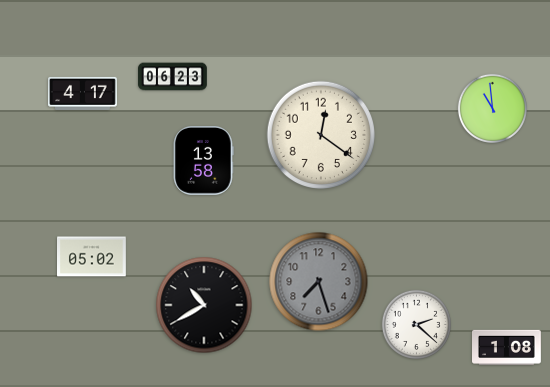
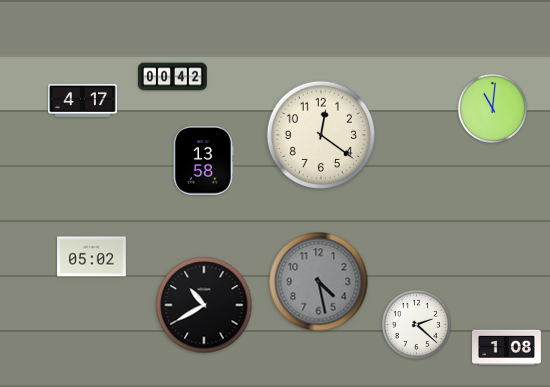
clock at (173, 77): 06:23 -> 00:42
clock at (83, 93) position: (83, 93) -> (83, 100)
clock at (492, 108): 10:59 -> 11:01
clock at (319, 282): 7:27 -> 4:28
